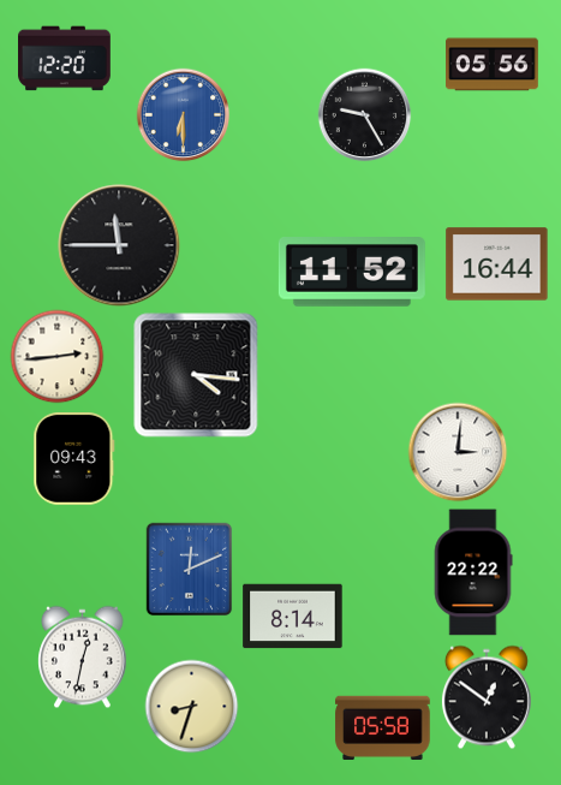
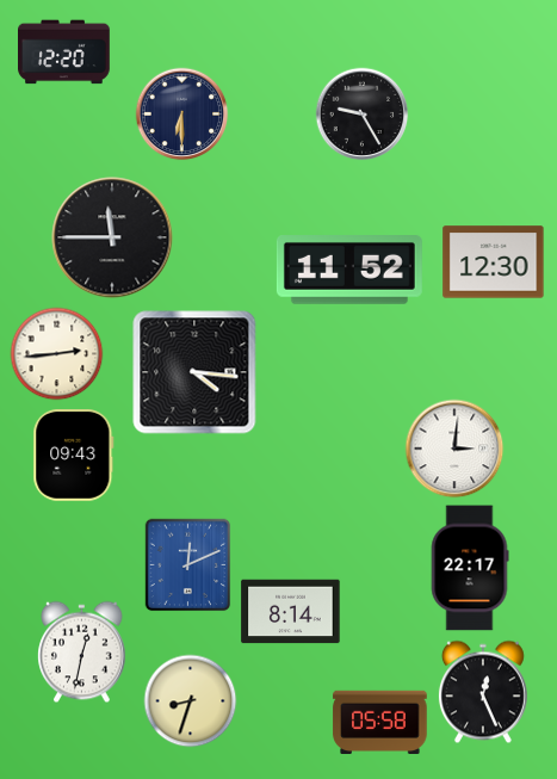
clock at (65, 59) position: (65, 59) -> (64, 52)
clock at (493, 65): 05:56 -> none
clock at (183, 114) dial: blue -> navy
clock at (119, 245) position: (119, 245) -> (112, 237)
clock at (497, 264): 16:44 -> 12:30
clock at (473, 572): 22:22 -> 22:17
clock at (487, 697): 12:51 -> 12:26
